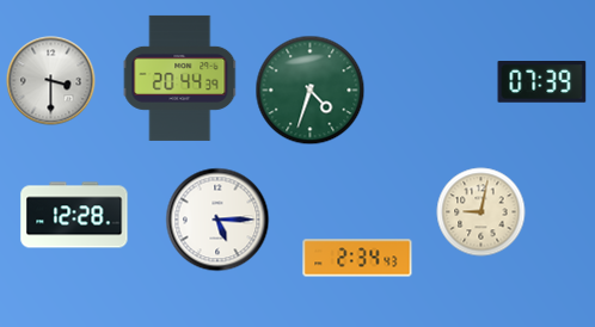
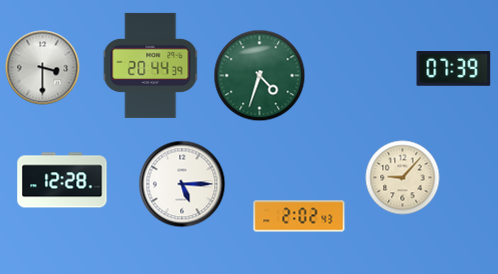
clock at (481, 212): 9:02 -> 9:07
clock at (357, 258): 2:34 -> 2:02
